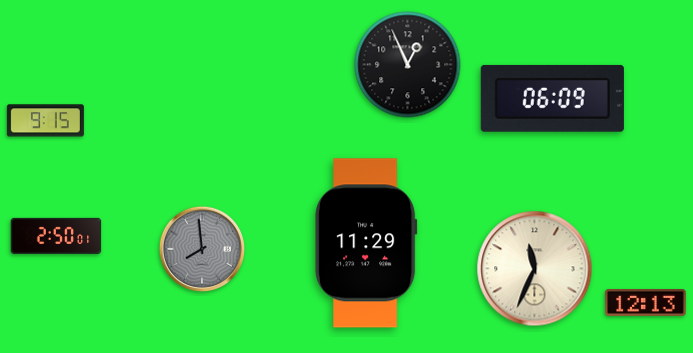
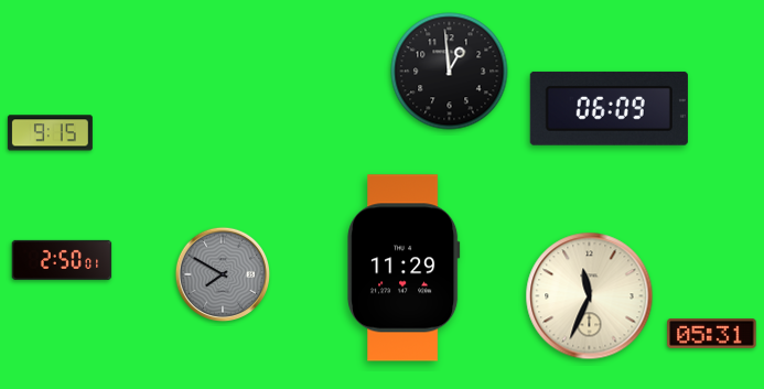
clock at (408, 65): 12:56 -> 12:59
clock at (201, 248): 7:59 -> 7:50
clock at (646, 303): 12:13 -> 05:31
